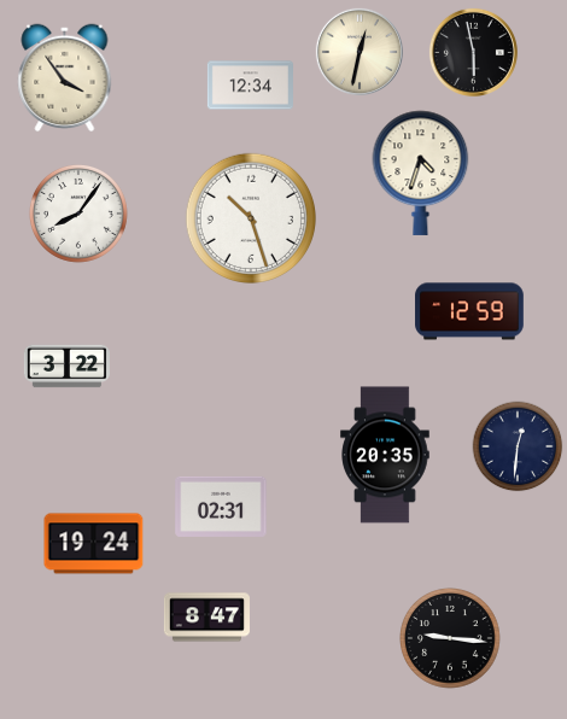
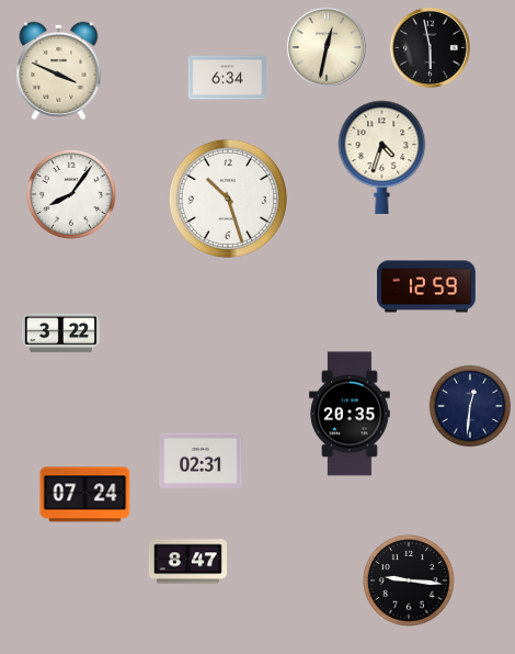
clock at (65, 78): 3:54 -> 3:49
clock at (250, 86): 12:34 -> 6:34
clock at (469, 311) position: (469, 311) -> (426, 286)
clock at (94, 544): 19:24 -> 07:24
